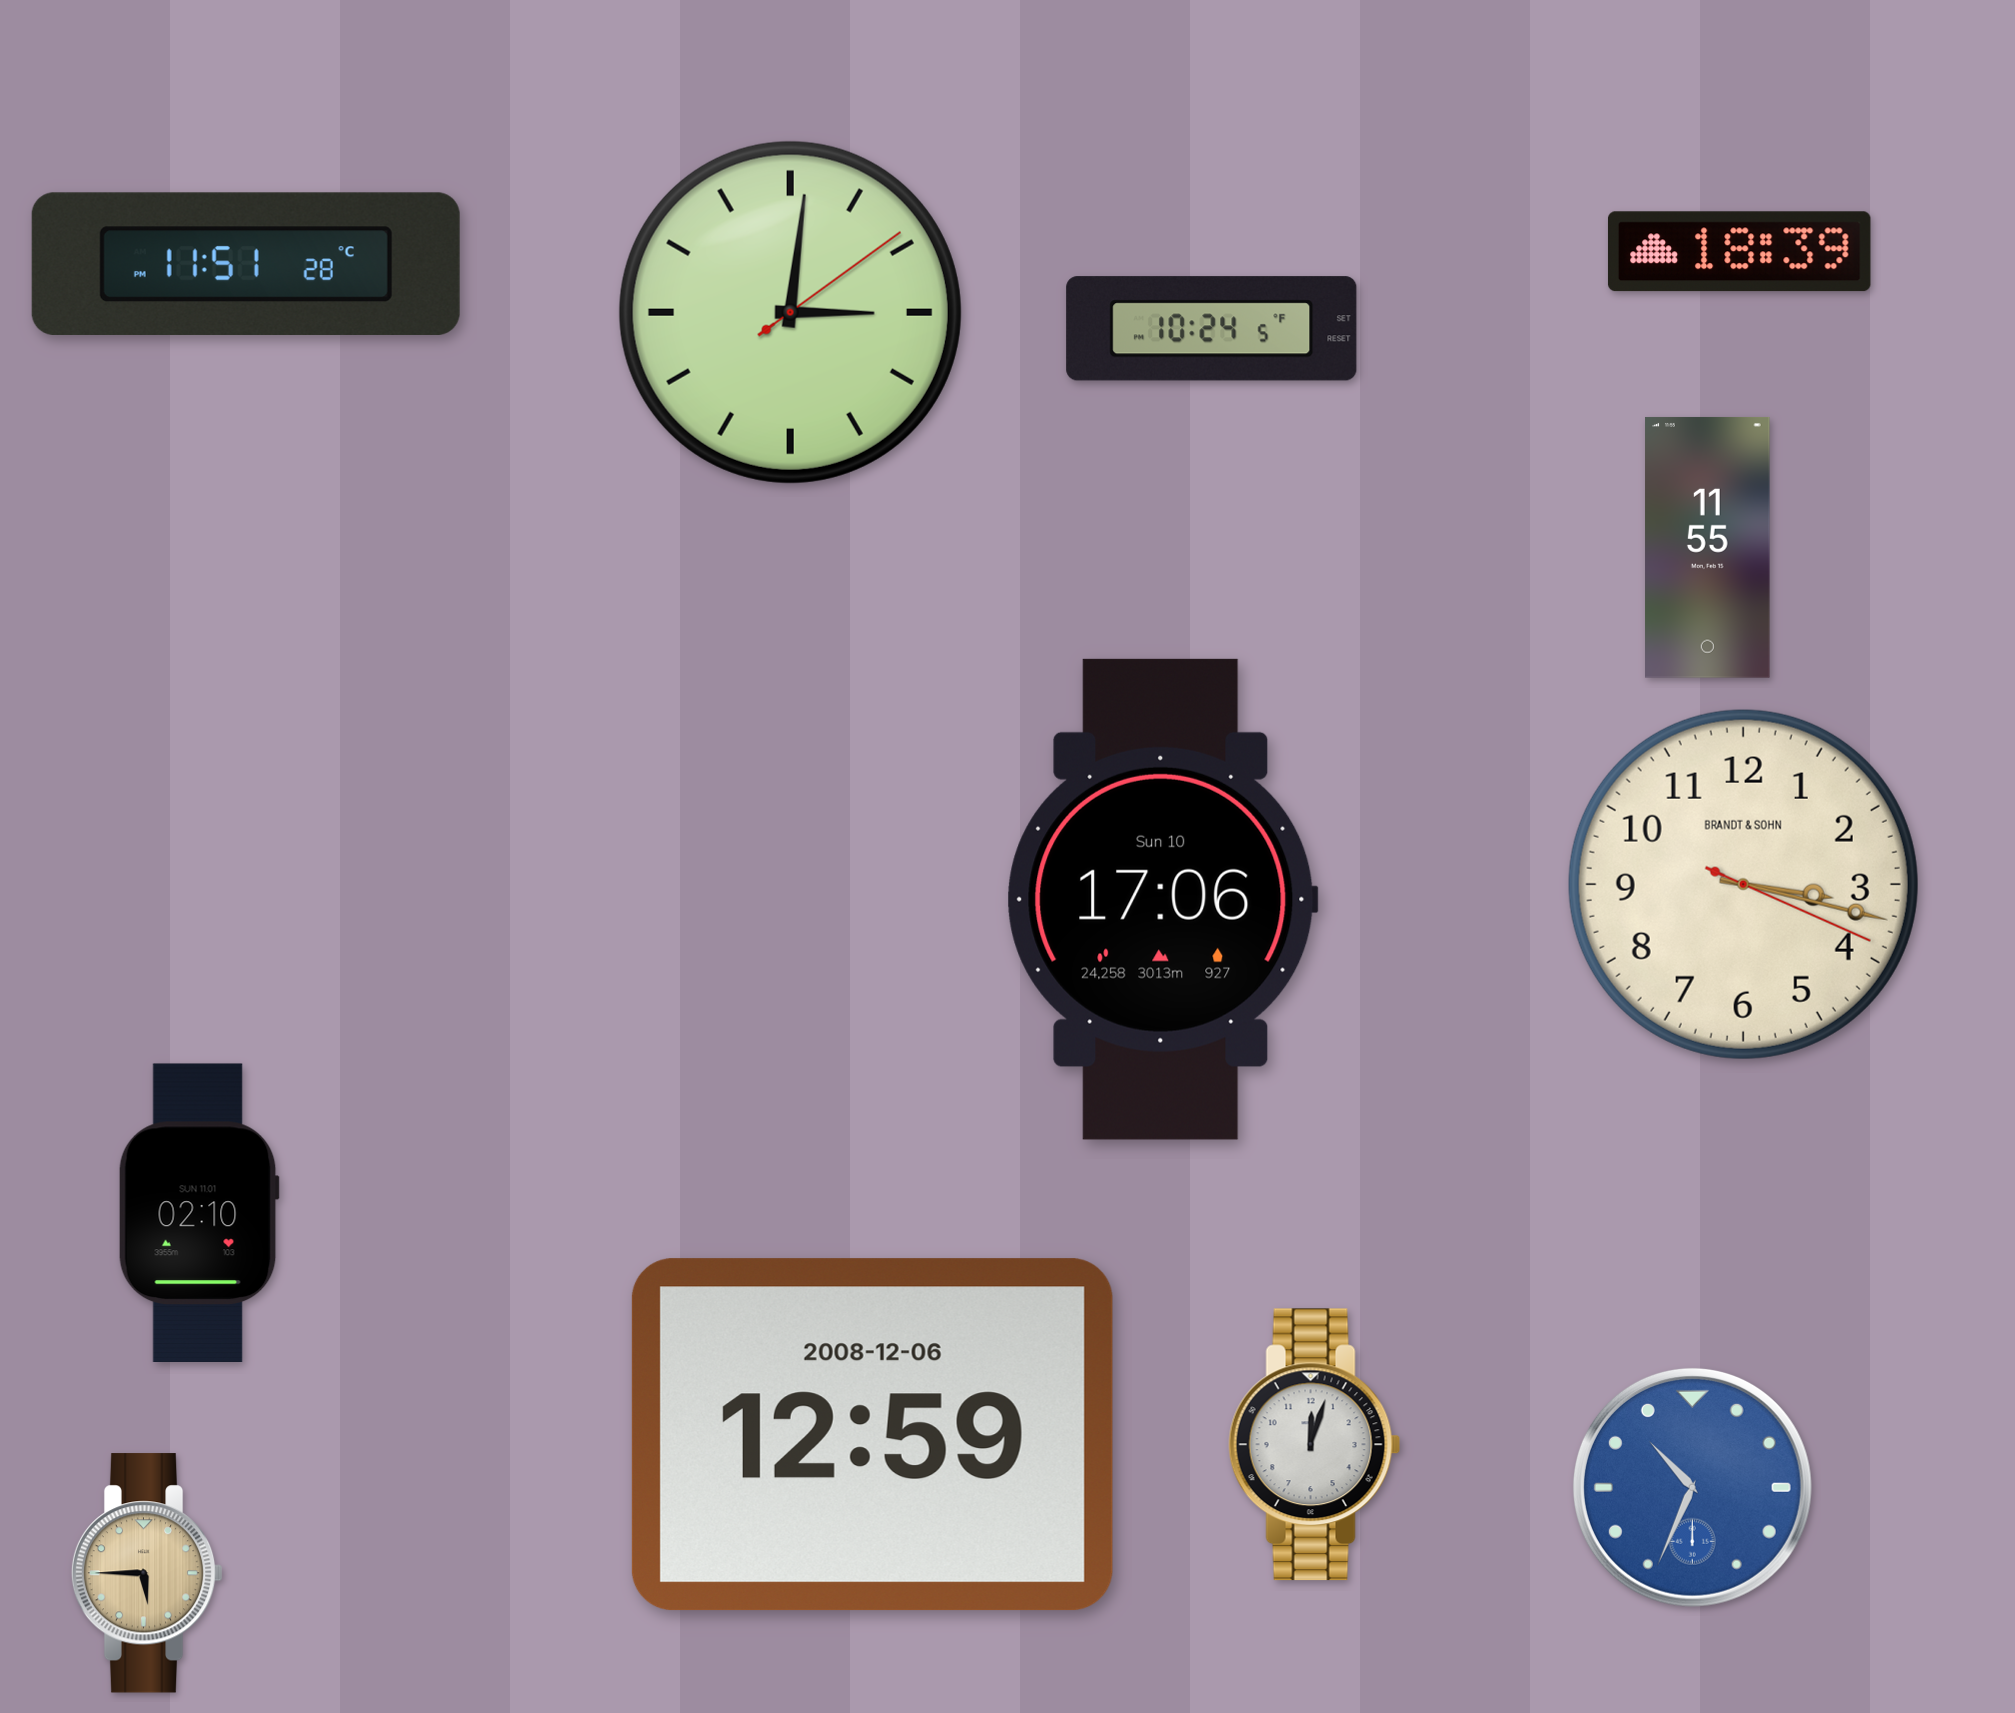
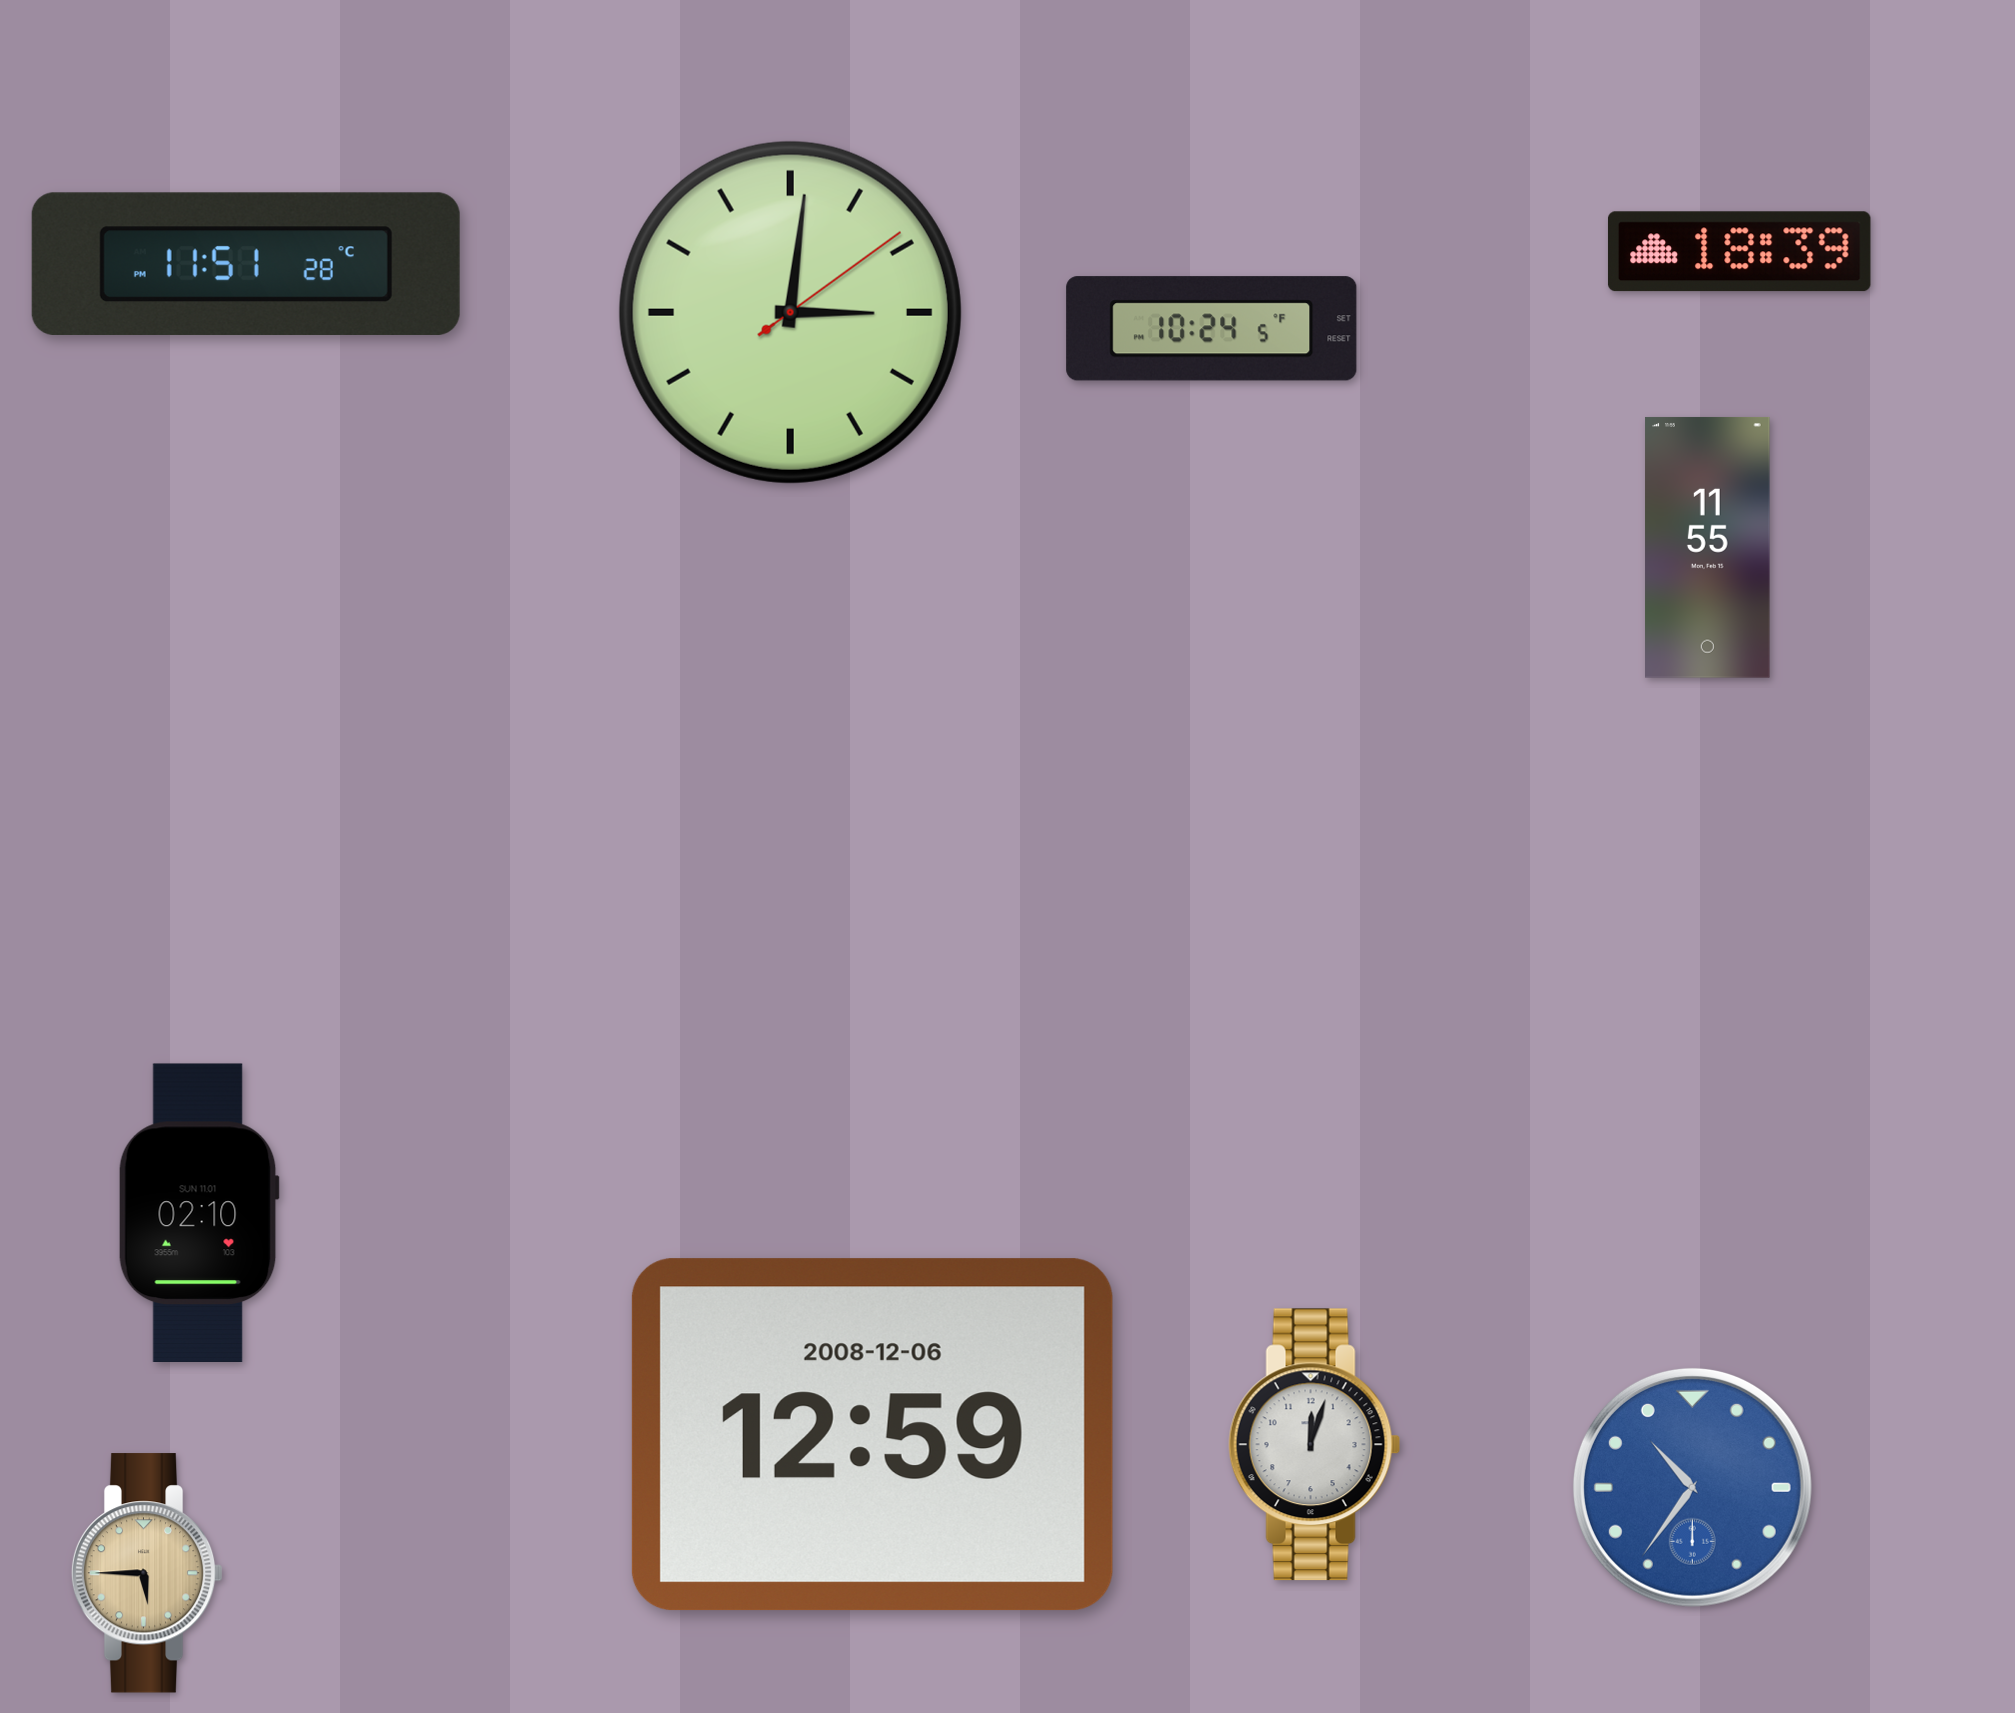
clock at (1743, 884): 3:17 -> none
clock at (1162, 899): 17:06 -> none
clock at (1692, 1487): 10:34 -> 10:36
